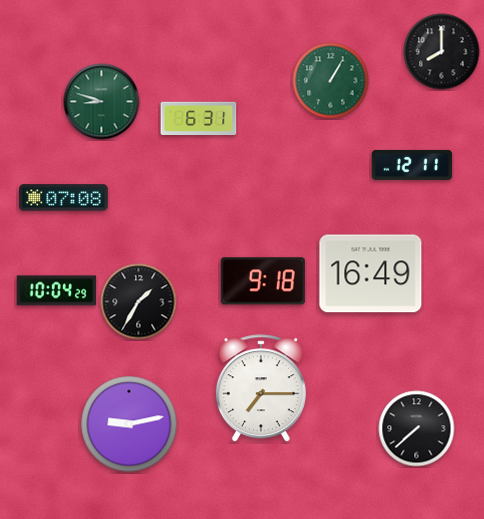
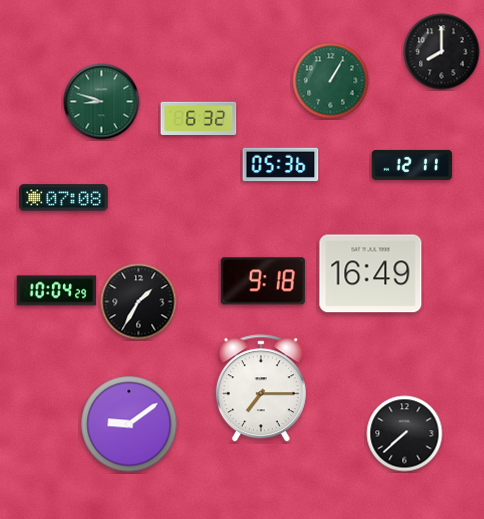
clock at (199, 118): 6:31 -> 6:32
clock at (281, 165): none -> 05:36
clock at (129, 424): 9:13 -> 9:09
clock at (417, 429) position: (417, 429) -> (405, 434)
